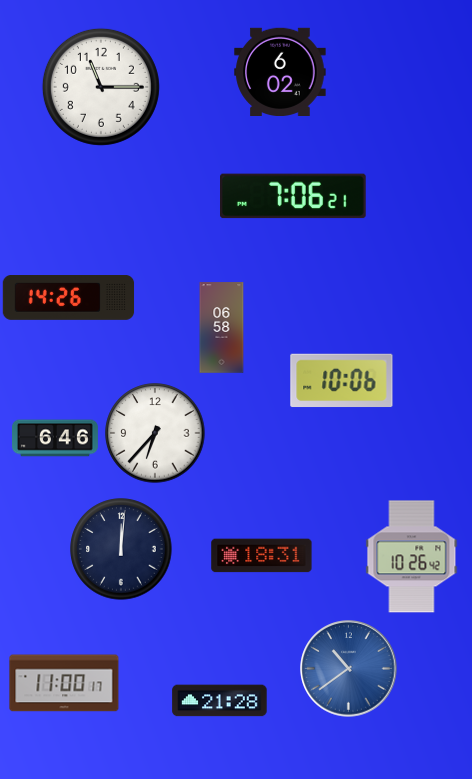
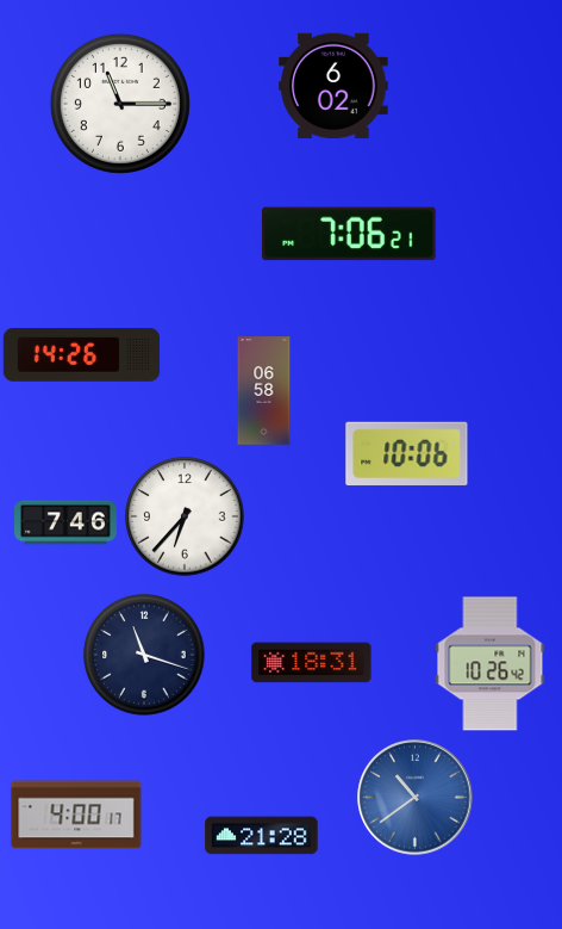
clock at (56, 438): 6:46 -> 7:46
clock at (121, 549): 12:01 -> 11:18
clock at (64, 683): 11:00 -> 4:00
